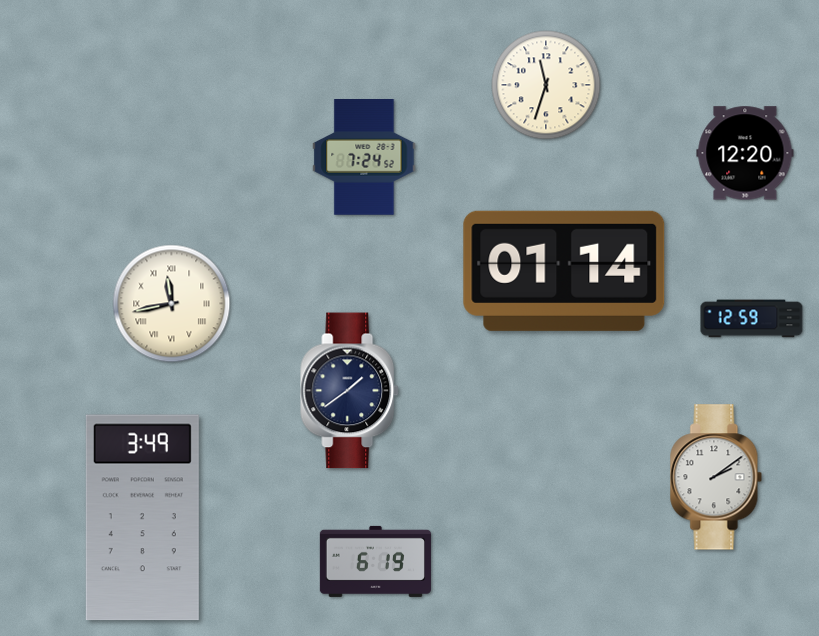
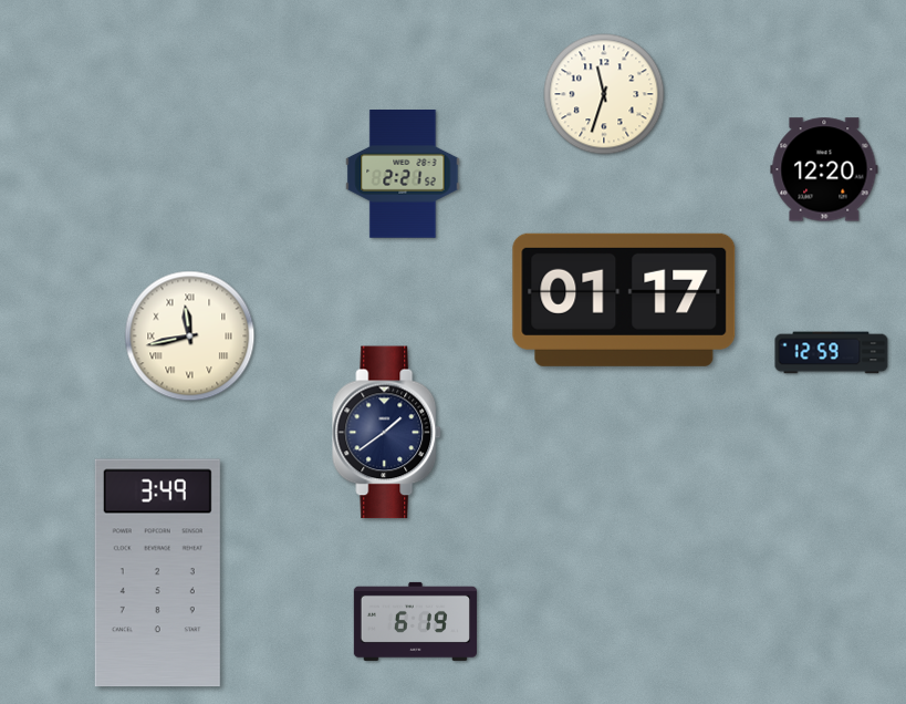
clock at (364, 158): 7:24 -> 2:21
clock at (564, 271): 01:14 -> 01:17
clock at (716, 477): 2:09 -> none
